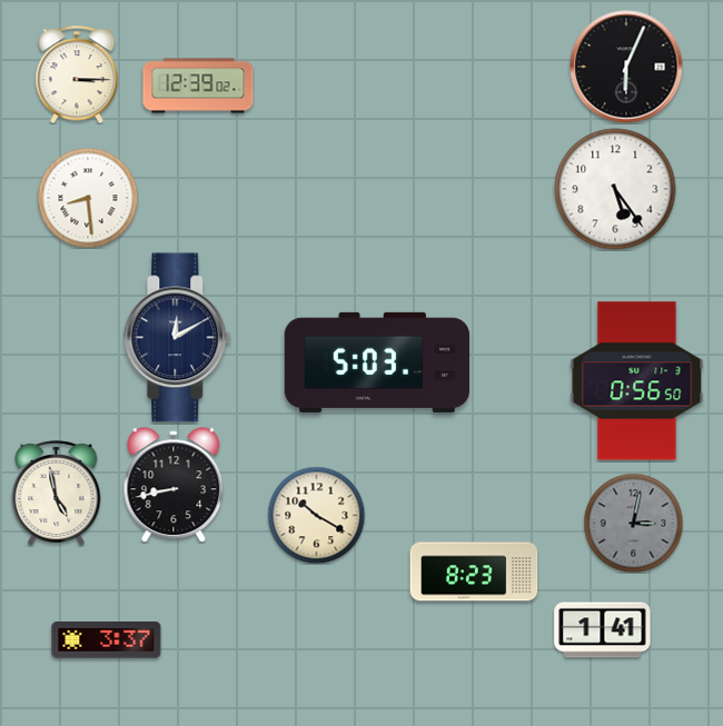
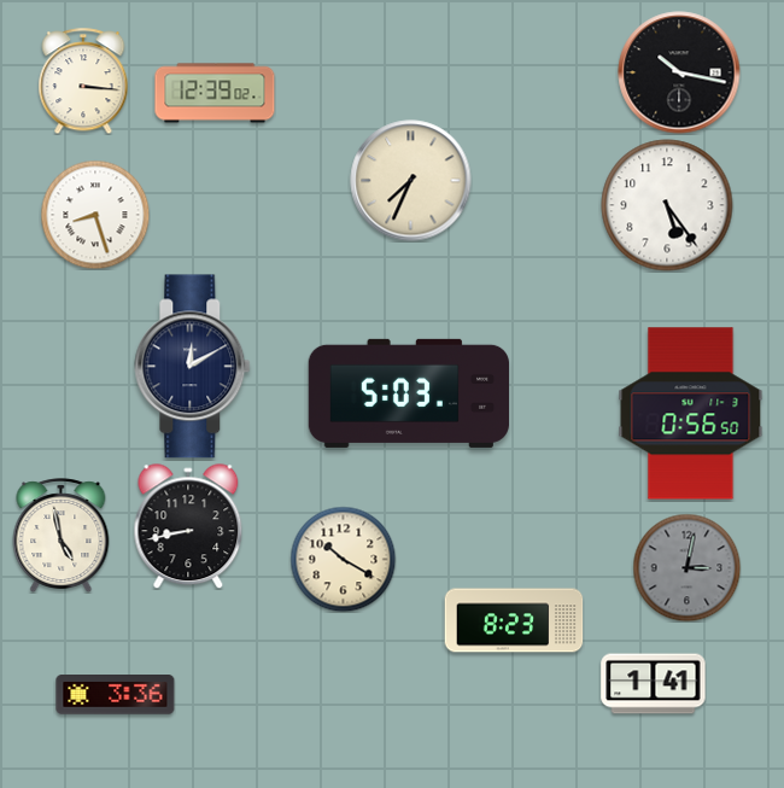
clock at (626, 67): 6:04 -> 10:17
clock at (77, 74): 3:15 -> 3:16
clock at (411, 181): none -> 7:34
clock at (88, 198): 8:29 -> 8:27
clock at (107, 640): 3:37 -> 3:36
